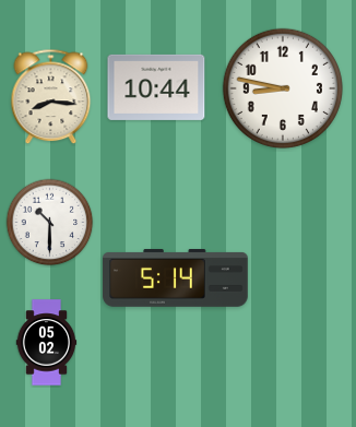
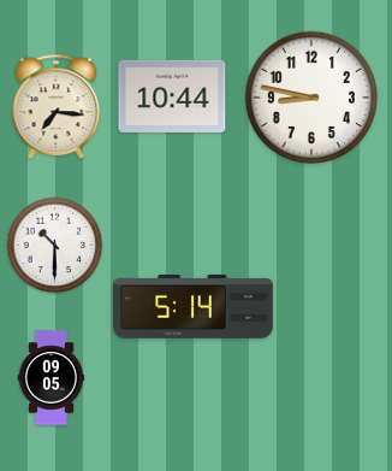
clock at (51, 97): 8:16 -> 7:16
clock at (47, 343): 05:02 -> 09:05
